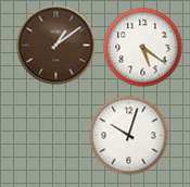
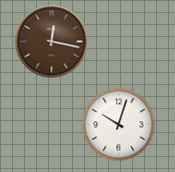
clock at (56, 46): 1:09 -> 12:17
clock at (143, 48): 5:21 -> none
